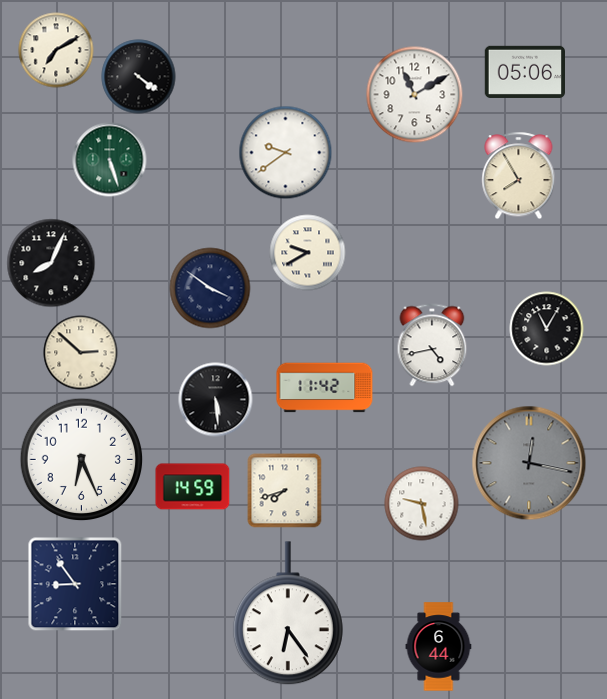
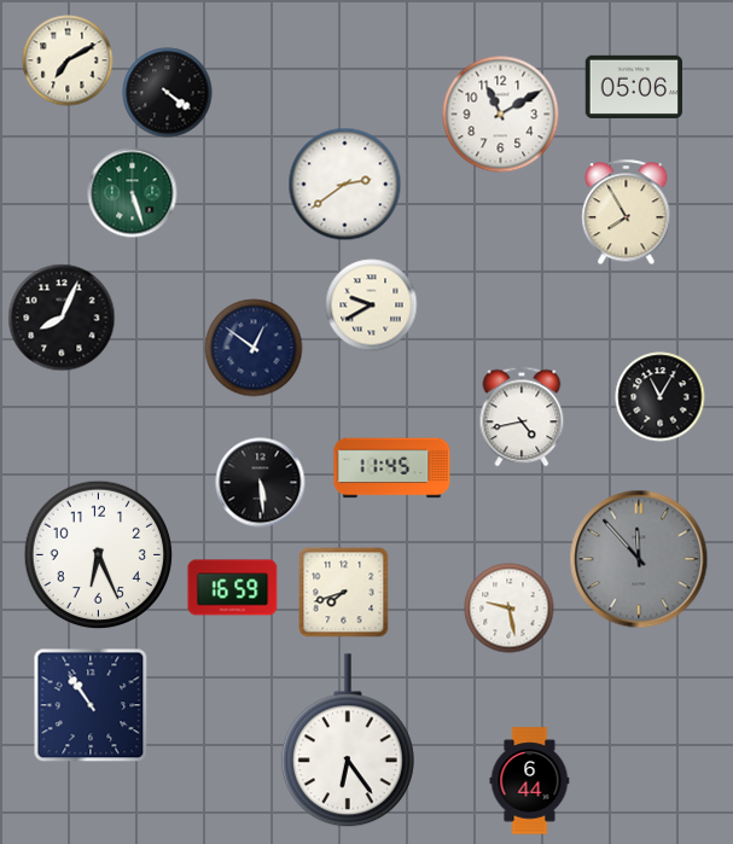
clock at (286, 153): 9:39 -> 2:39
clock at (210, 288): 3:51 -> 12:51
clock at (81, 353): 2:52 -> none
clock at (325, 388): 11:42 -> 11:45
clock at (529, 463): 12:17 -> 11:53
clock at (193, 487): 14:59 -> 16:59
clock at (75, 584): 8:54 -> 10:54
